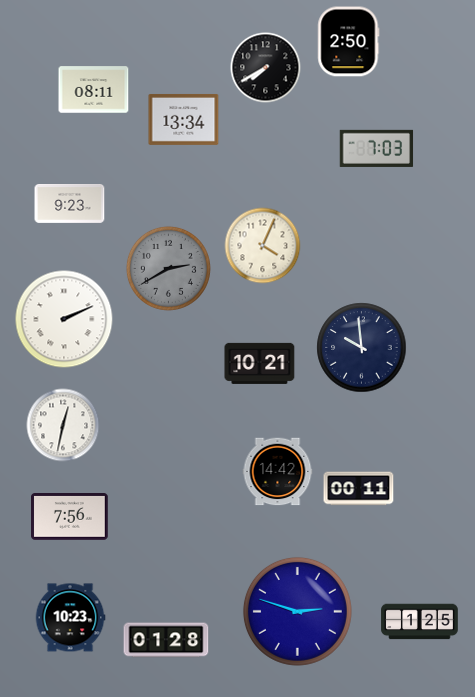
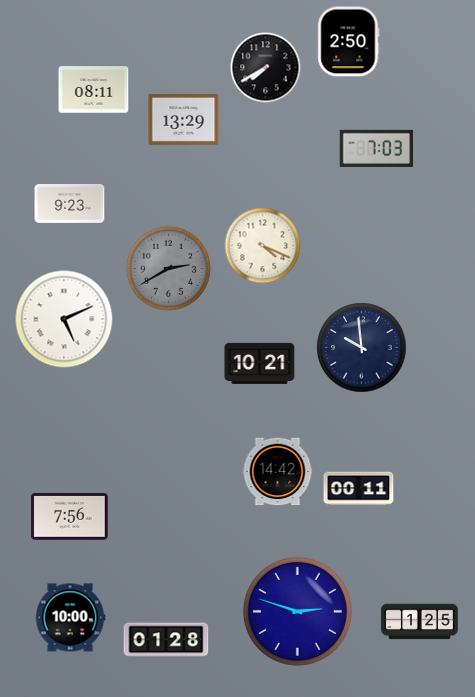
clock at (184, 119): 13:34 -> 13:29
clock at (263, 246): 4:04 -> 4:19
clock at (64, 319): 2:11 -> 5:11
clock at (63, 425): 12:32 -> none
clock at (70, 618): 10:23 -> 10:00
